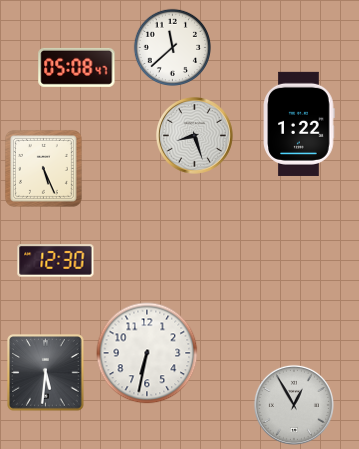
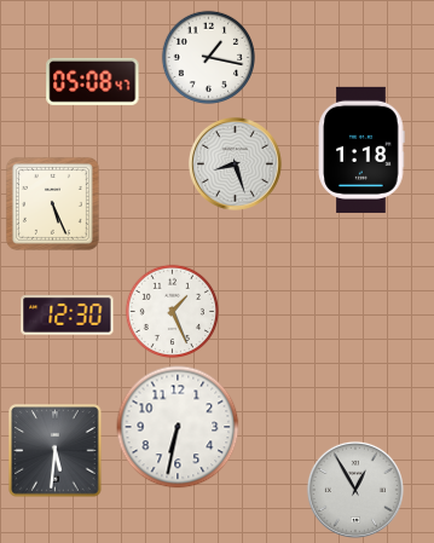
clock at (172, 47): 11:38 -> 1:17
clock at (299, 124): 1:22 -> 1:18
clock at (172, 311): none -> 1:26
